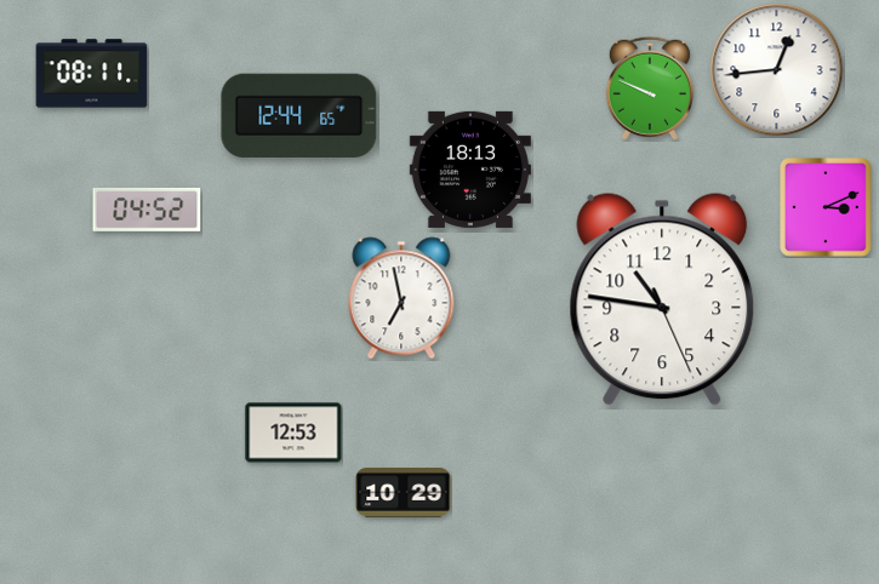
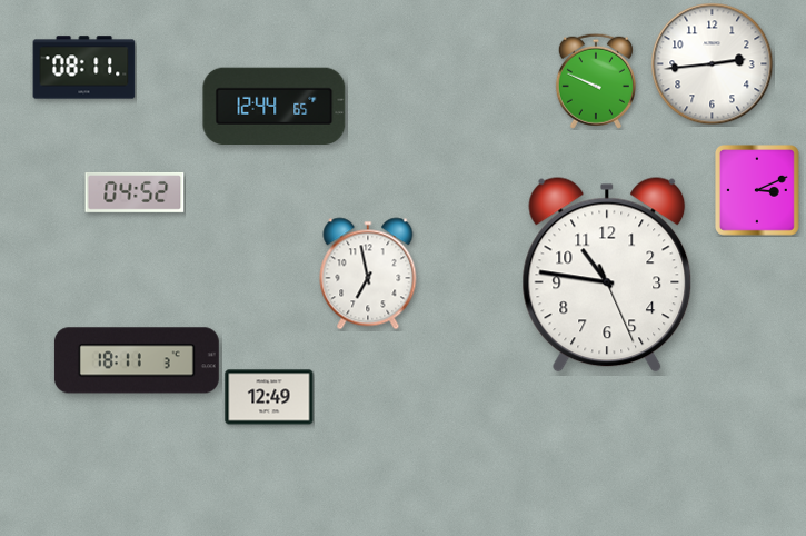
clock at (777, 70): 12:44 -> 2:44
clock at (470, 170): 18:13 -> none
clock at (137, 360): none -> 18:11
clock at (293, 433): 12:53 -> 12:49
clock at (404, 493): 10:29 -> none
